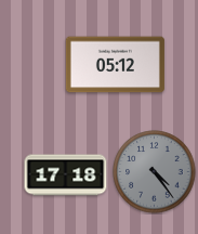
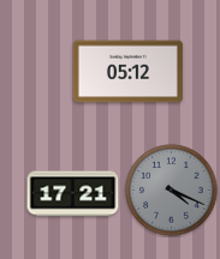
clock at (155, 172): 4:24 -> 4:19
clock at (66, 175): 17:18 -> 17:21
